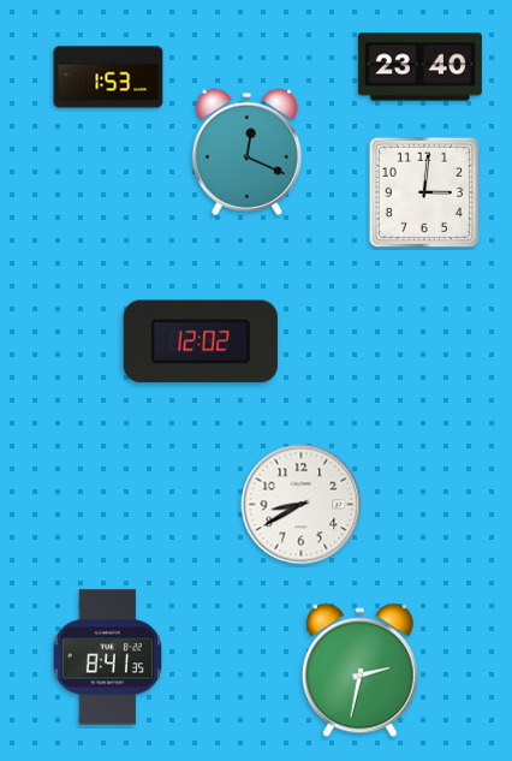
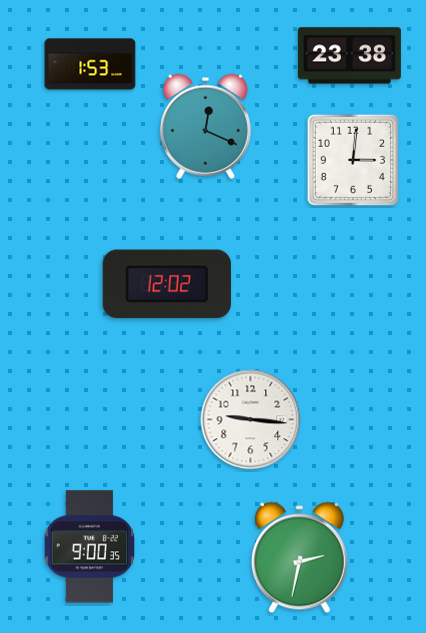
clock at (419, 67): 23:40 -> 23:38
clock at (302, 505): 8:40 -> 9:16
clock at (108, 658): 8:41 -> 9:00
